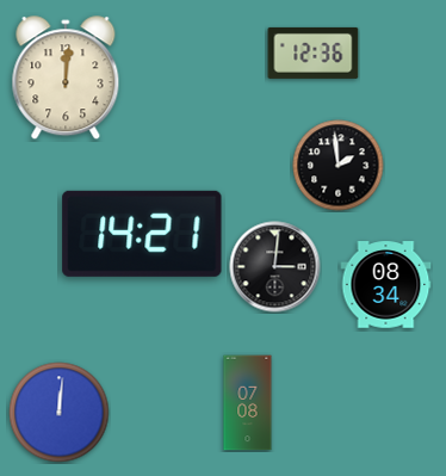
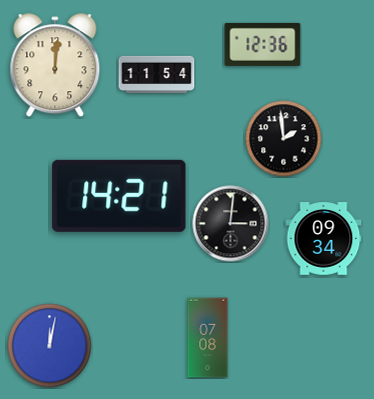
clock at (157, 75): none -> 11:54
clock at (386, 285): 08:34 -> 09:34
clock at (60, 413): 12:01 -> 12:02
